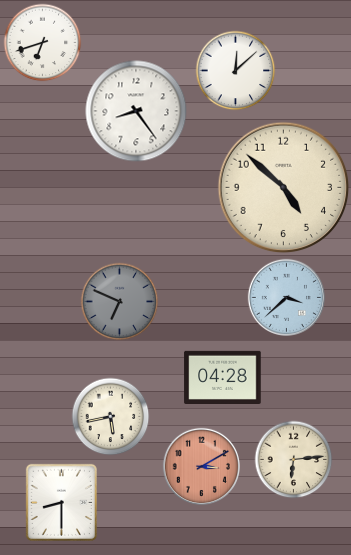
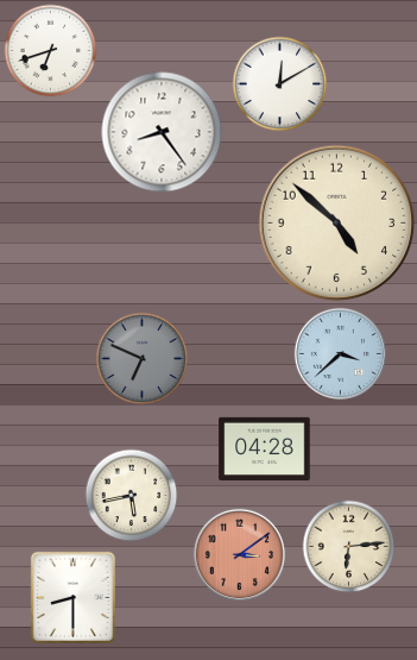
clock at (235, 70): 12:08 -> 12:10
clock at (201, 466): 3:10 -> 3:09
